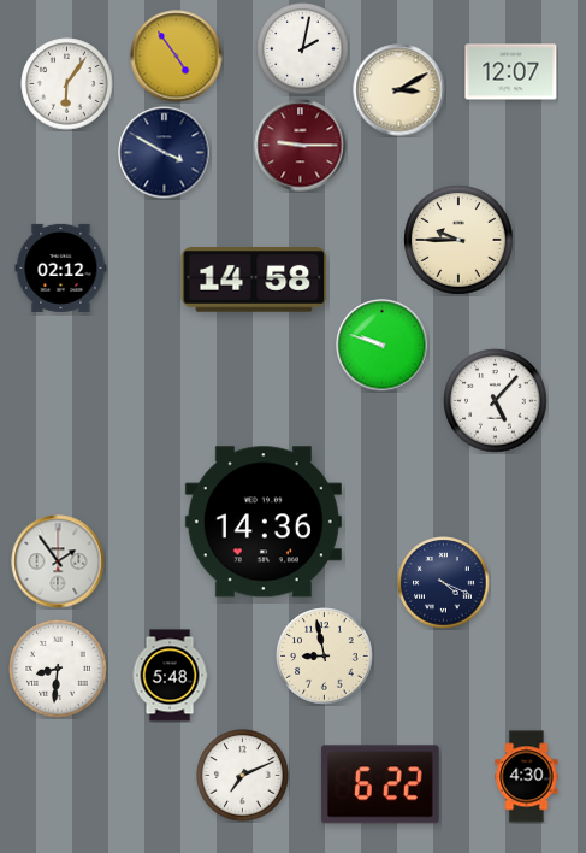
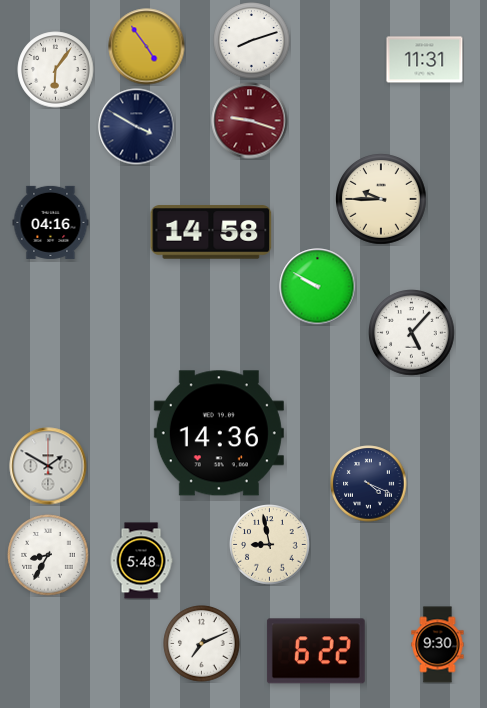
clock at (303, 49): 2:02 -> 8:12
clock at (511, 72): 12:07 -> 11:31
clock at (399, 90): 3:10 -> none
clock at (301, 146): 9:15 -> 9:18
clock at (61, 267): 02:12 -> 04:16
clock at (383, 346): 9:48 -> 9:50
clock at (58, 561): 1:54 -> 1:50
clock at (58, 669): 8:31 -> 8:35
clock at (527, 777): 4:30 -> 9:30
